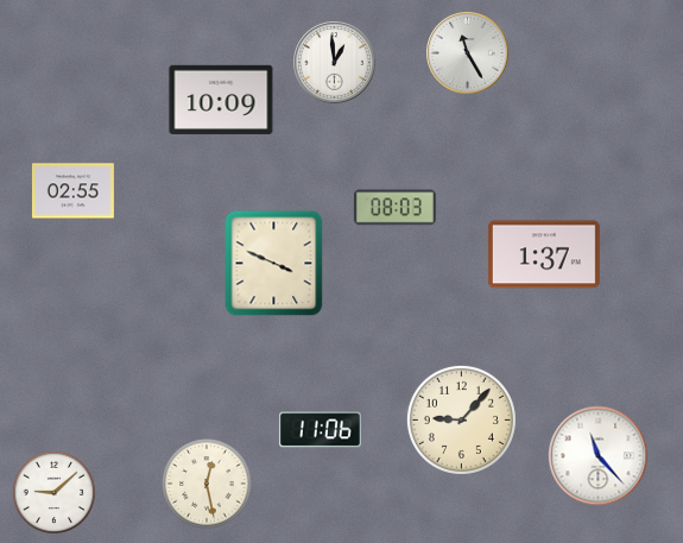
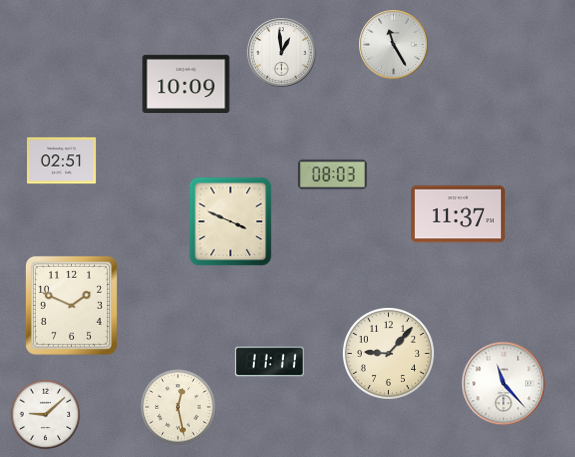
clock at (72, 191): 02:55 -> 02:51
clock at (544, 254): 1:37 -> 11:37
clock at (71, 305): none -> 1:49
clock at (320, 430): 11:06 -> 11:11
clock at (207, 484) position: (207, 484) -> (178, 407)
